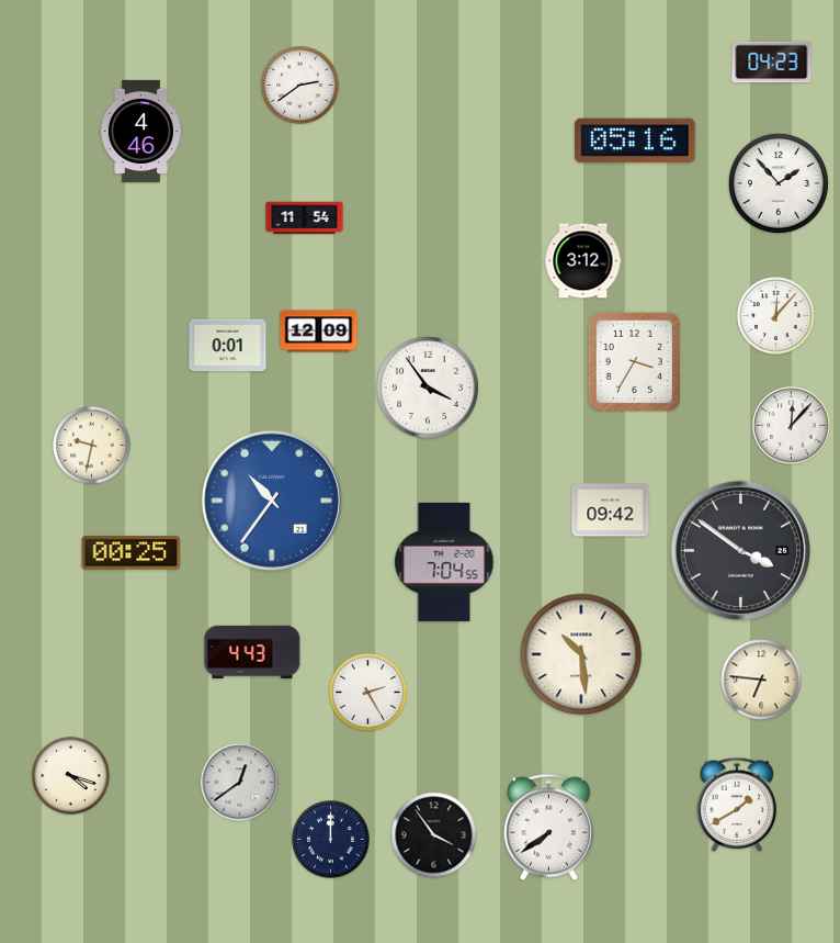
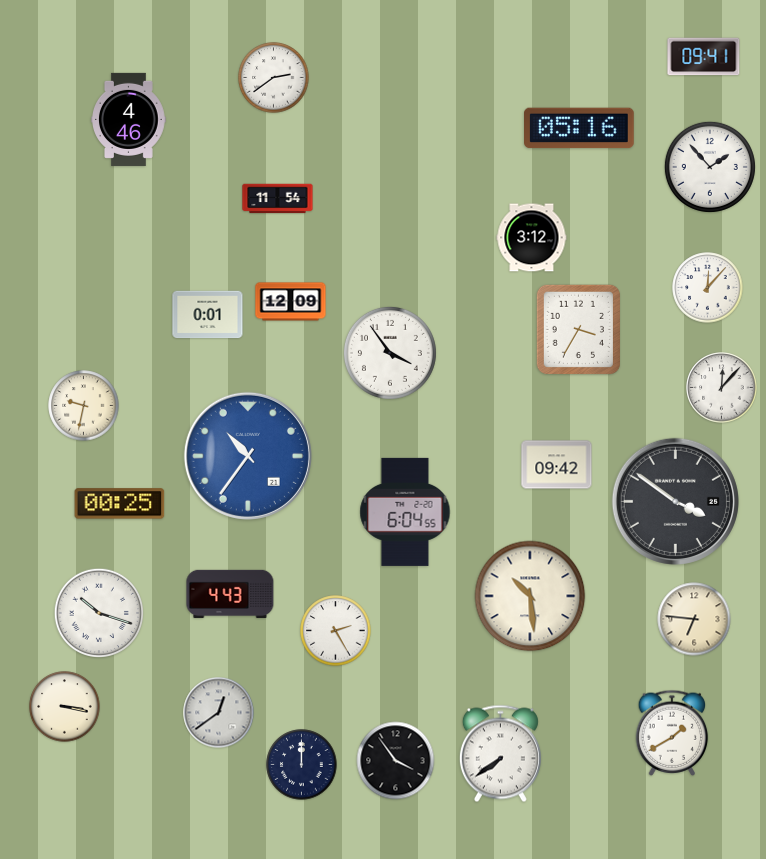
clock at (772, 63): 04:23 -> 09:41
clock at (444, 562): 7:04 -> 6:04
clock at (98, 612): none -> 10:18
clock at (71, 776): 4:18 -> 3:17
